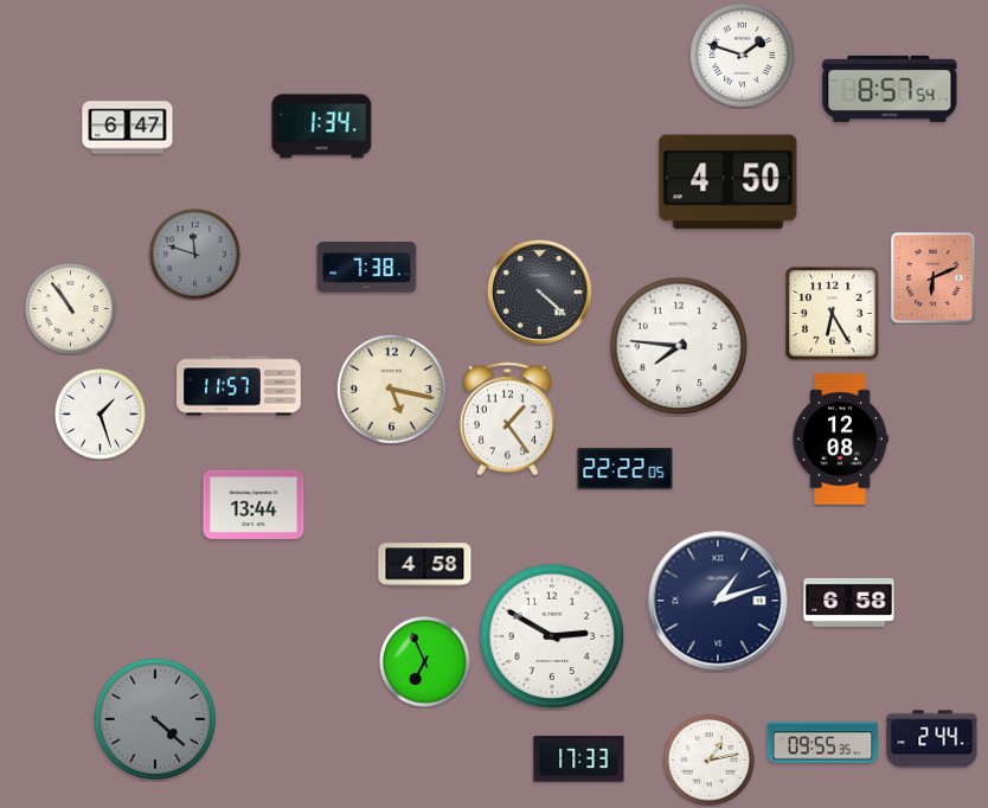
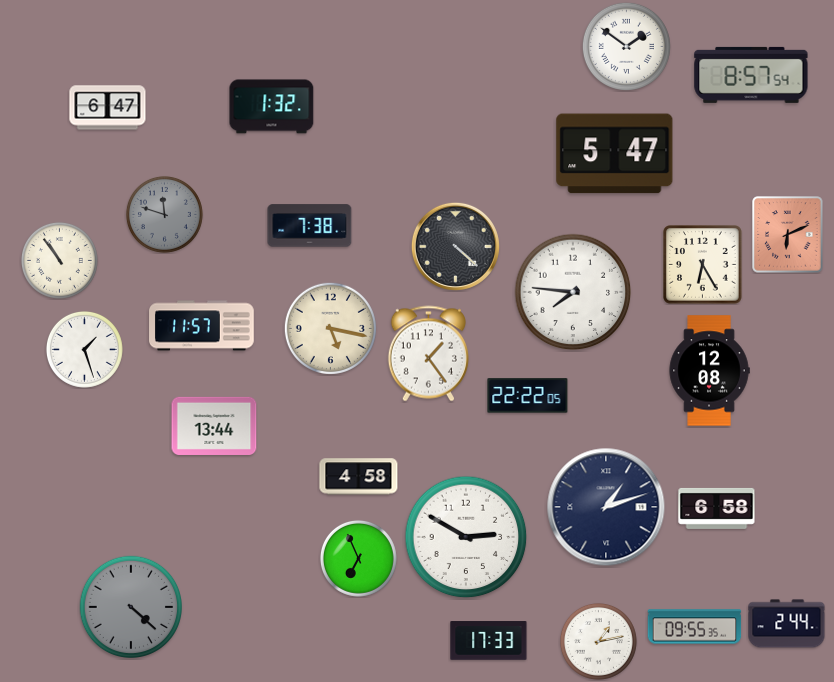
clock at (742, 54): 1:48 -> 1:51
clock at (322, 127): 1:34 -> 1:32
clock at (729, 182): 4:50 -> 5:47
